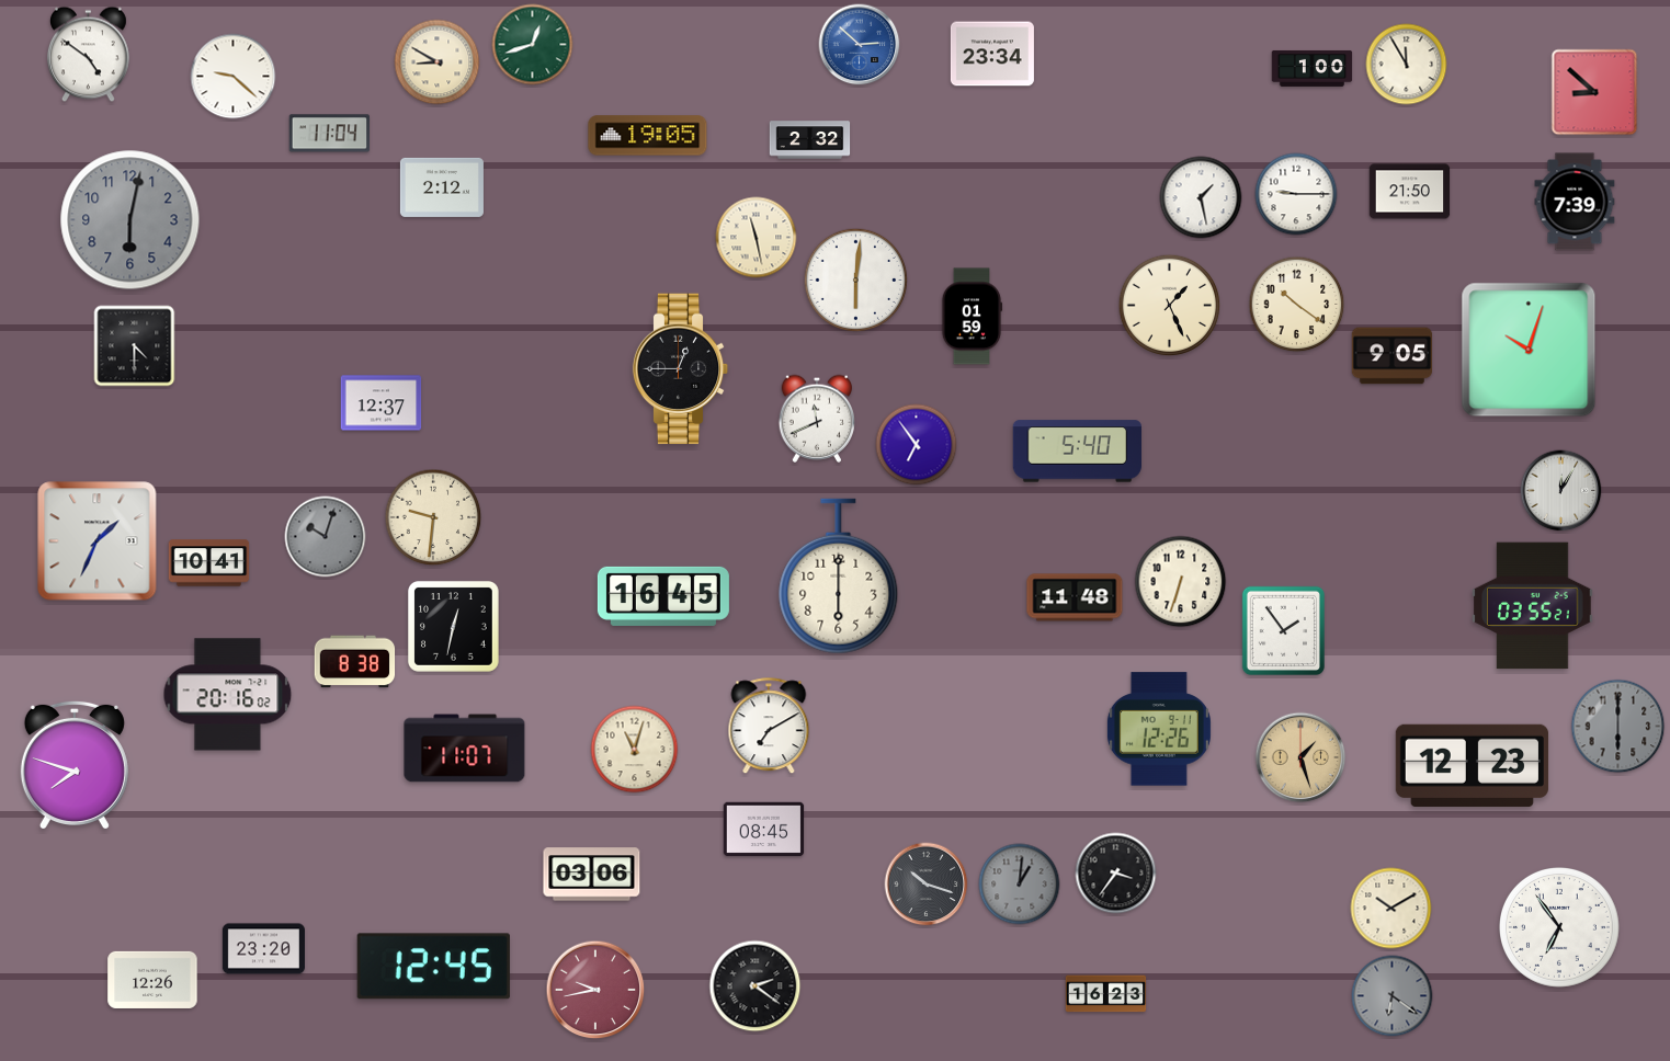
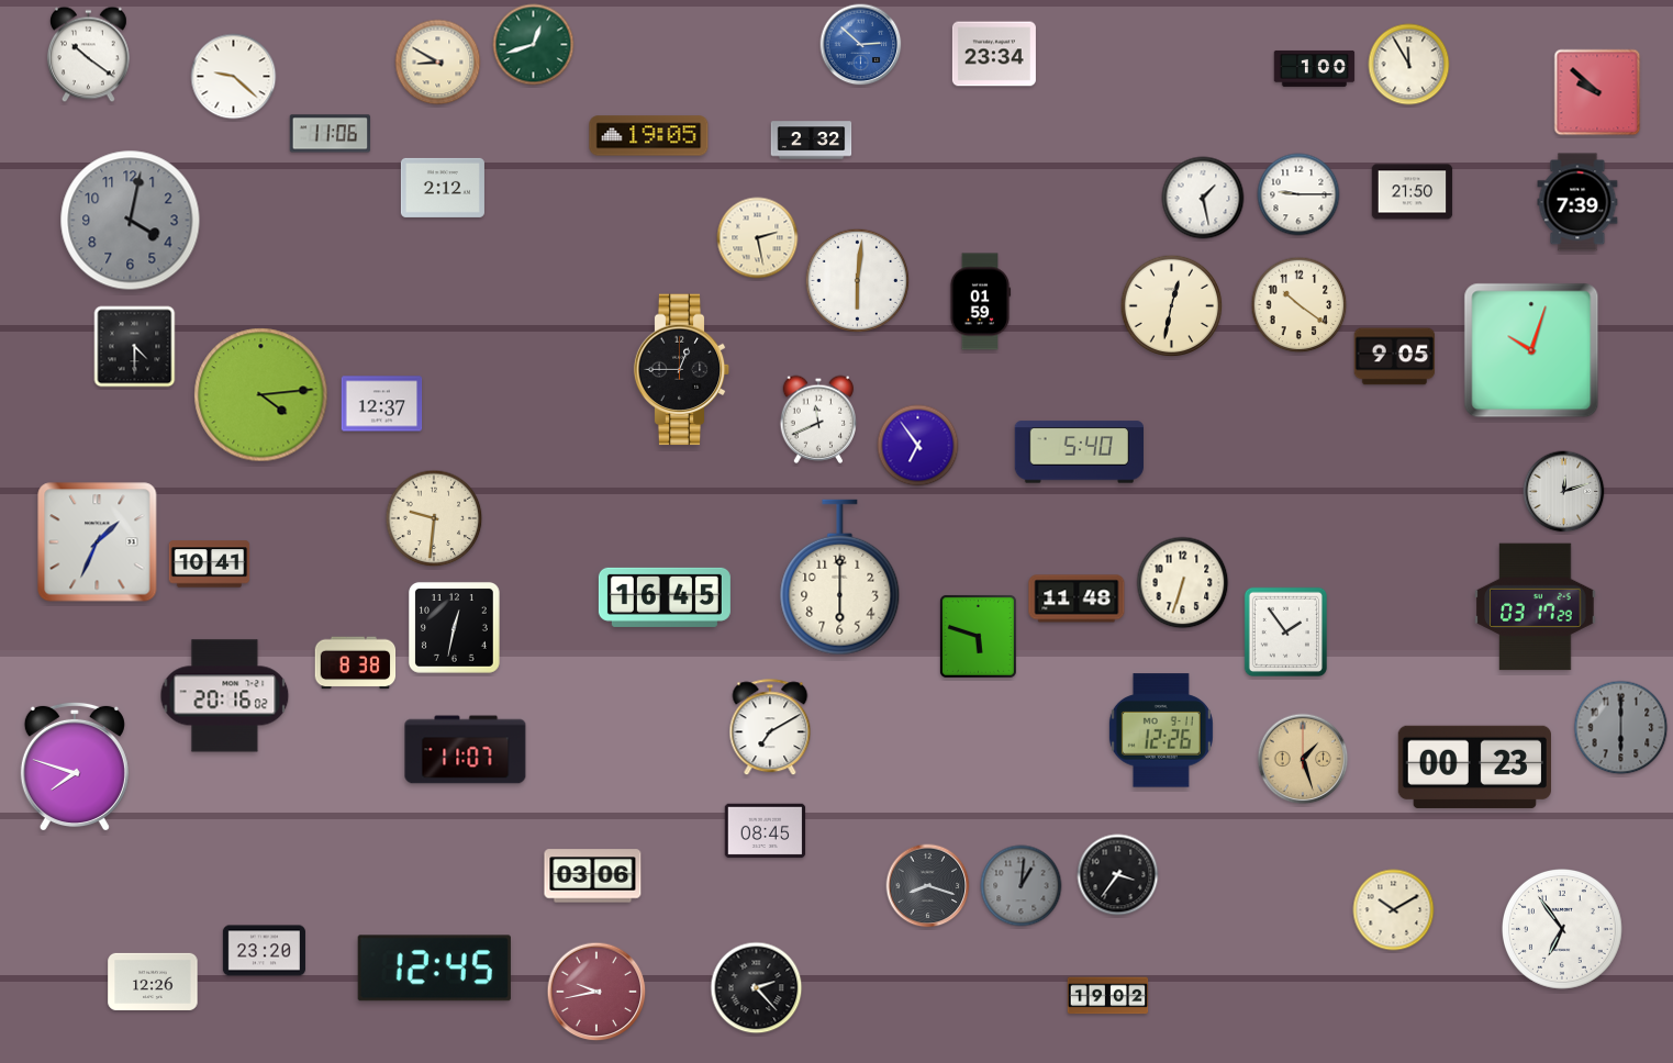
clock at (88, 55): 4:51 -> 10:21
clock at (1594, 92): 8:52 -> 9:52
clock at (330, 134): 11:04 -> 11:06
clock at (130, 220): 6:02 -> 4:02
clock at (757, 238): 11:28 -> 2:28
clock at (1170, 306): 1:26 -> 12:32
clock at (972, 317) position: (972, 317) -> (980, 302)
clock at (261, 395): none -> 4:14
clock at (1561, 491): 12:05 -> 12:12
clock at (326, 537): 10:03 -> none
clock at (1533, 606): 03:55 -> 03:17
clock at (978, 636): none -> 5:48
clock at (228, 695) position: (228, 695) -> (225, 696)
clock at (635, 750): 11:03 -> none
clock at (1472, 765): 12:23 -> 00:23
clock at (927, 885): 10:18 -> 8:18
clock at (756, 986): 2:21 -> 2:23
clock at (1106, 994): 16:23 -> 19:02
clock at (1393, 996): 6:21 -> none
